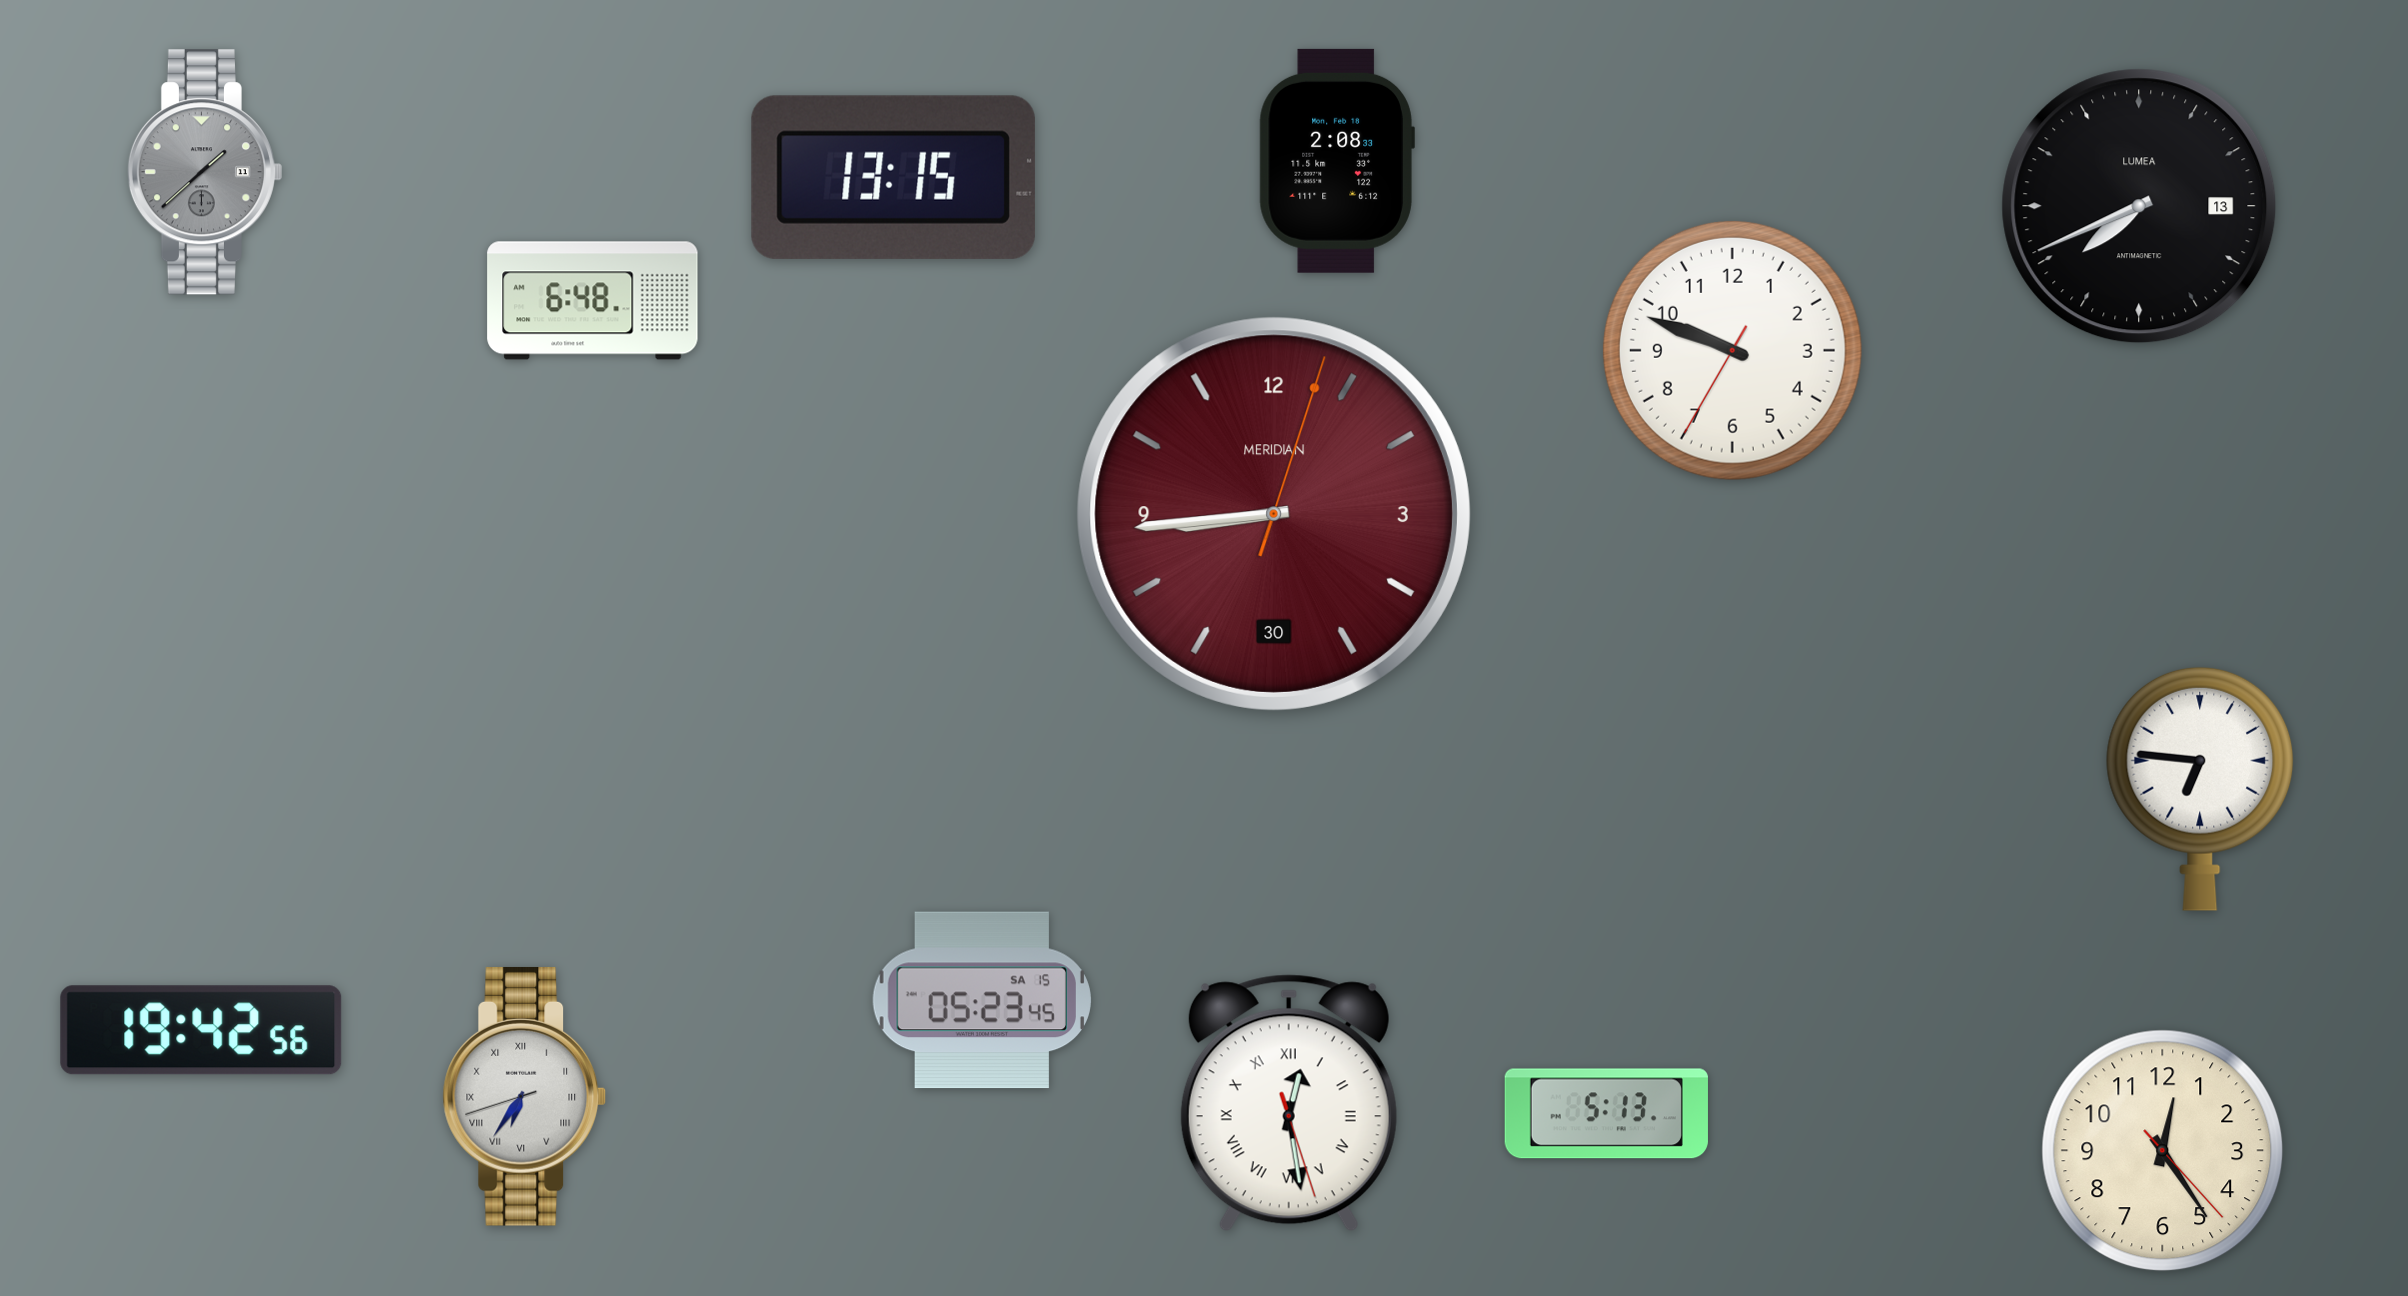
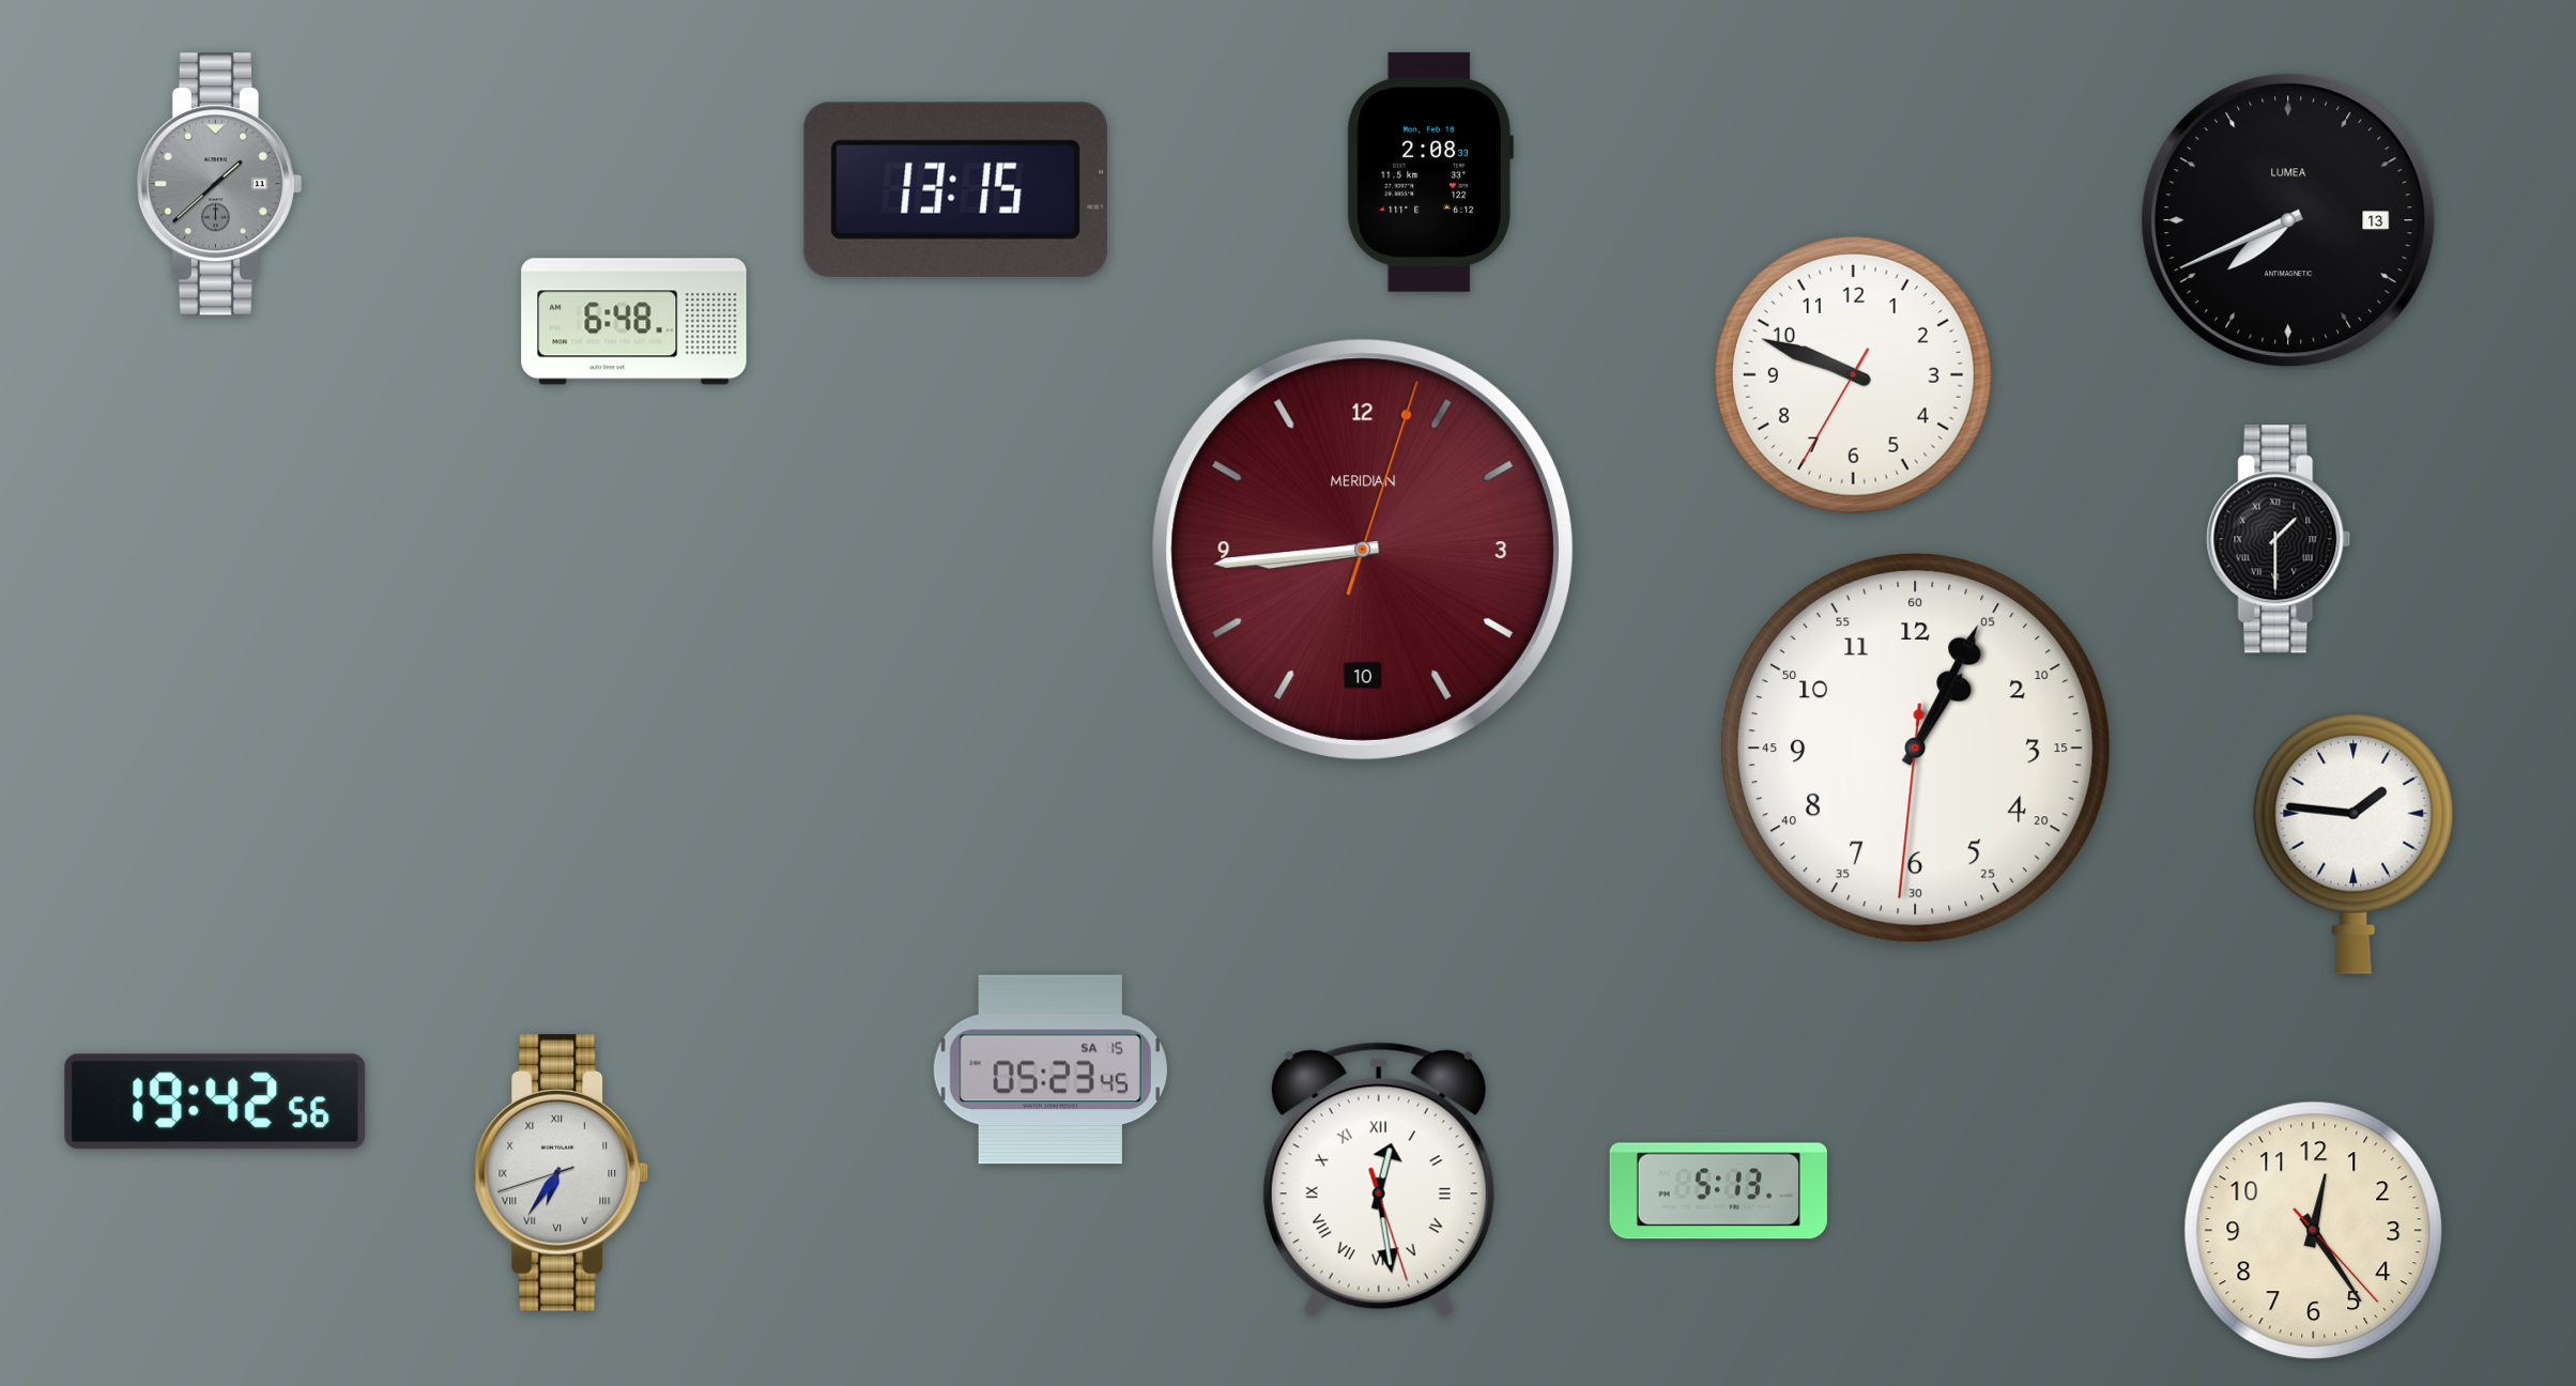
clock at (2279, 539): none -> 1:30
clock at (1274, 514) date: 30 -> 10
clock at (1915, 748): none -> 1:04
clock at (2200, 789): 6:46 -> 1:46
